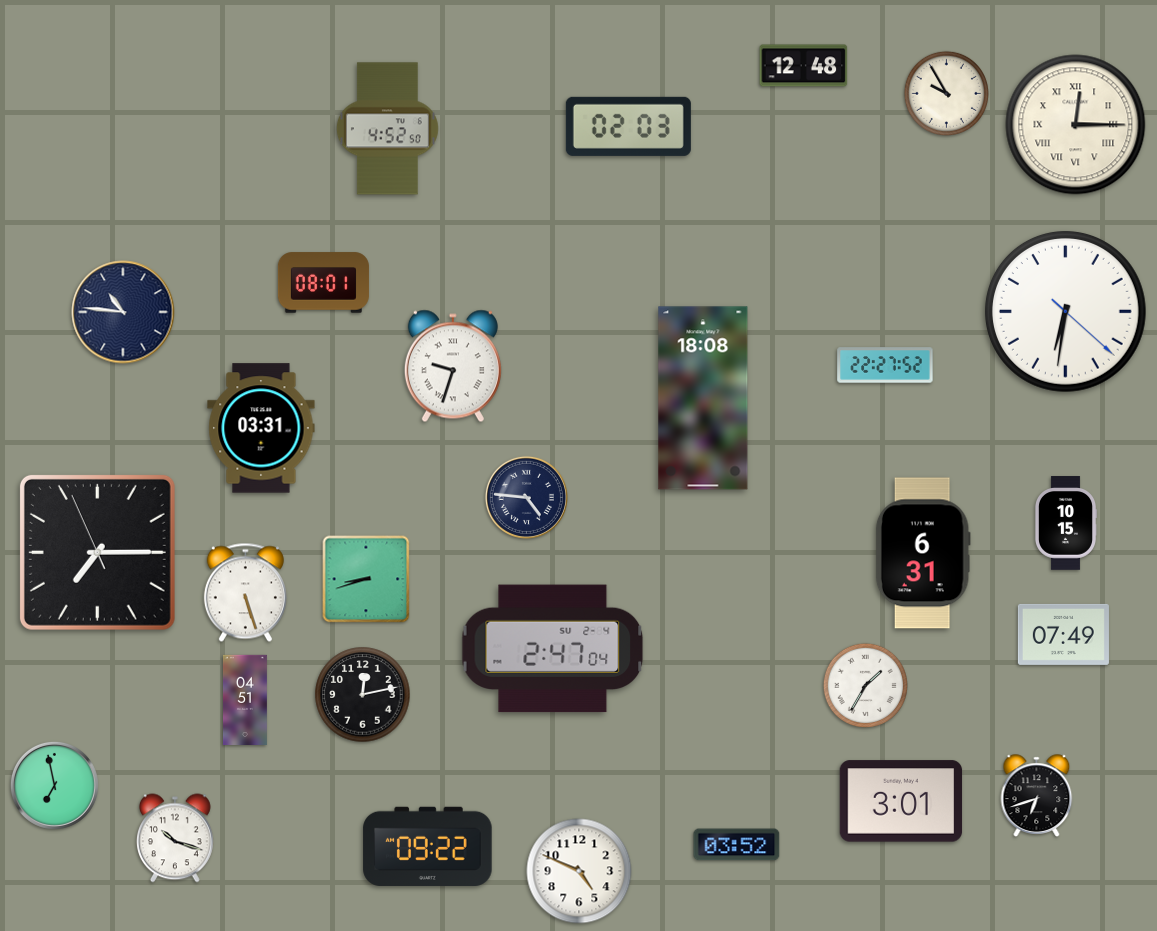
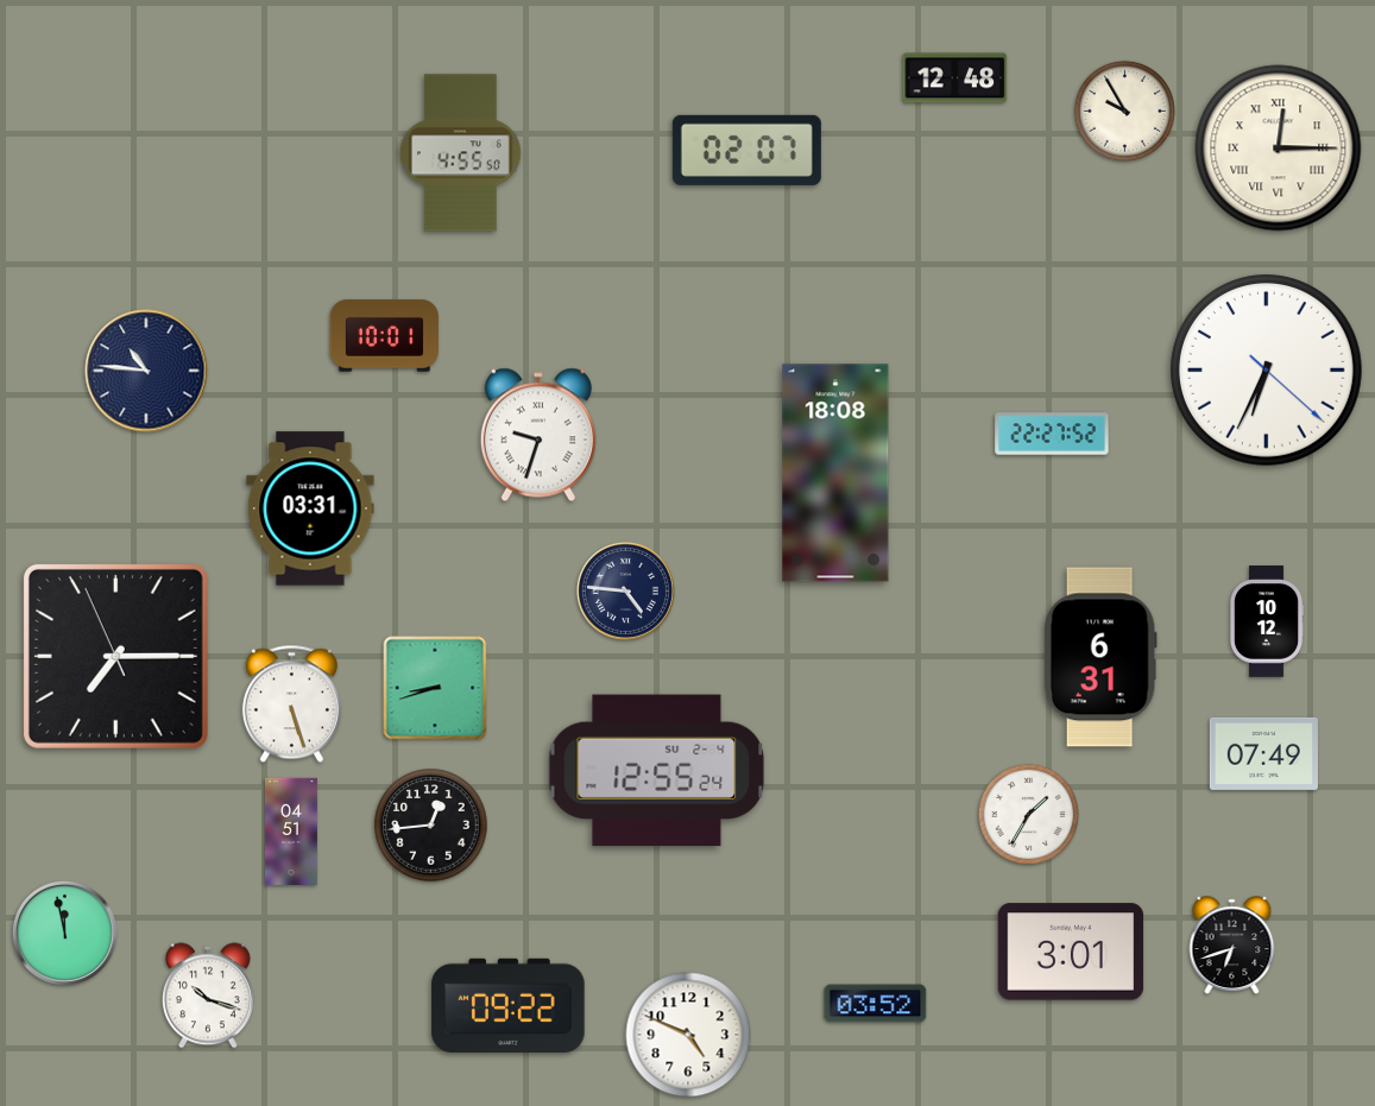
clock at (628, 126): 02:03 -> 02:07
clock at (387, 129): 4:52 -> 4:55
clock at (323, 283): 08:01 -> 10:01
clock at (1065, 311): 6:31 -> 6:34
clock at (1065, 523): 10:15 -> 10:12
clock at (923, 553) position: (923, 553) -> (1100, 657)
clock at (553, 649): 2:47 -> 12:55
clock at (363, 695): 12:13 -> 12:44
clock at (54, 785): 6:58 -> 11:58
